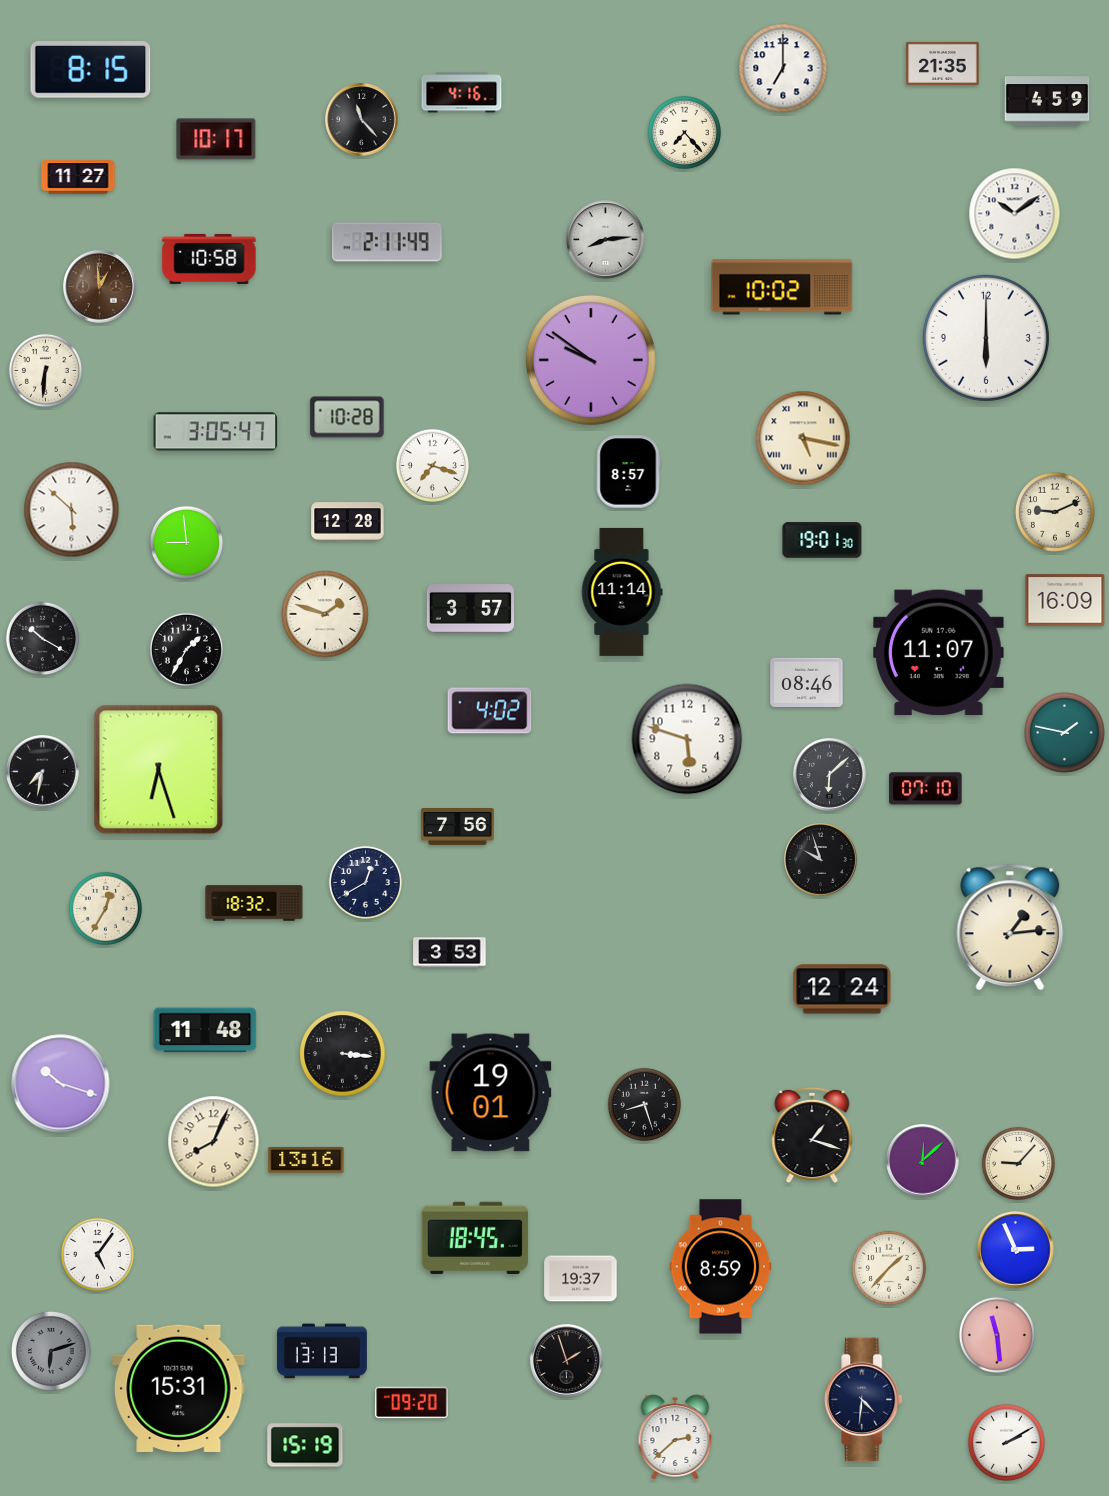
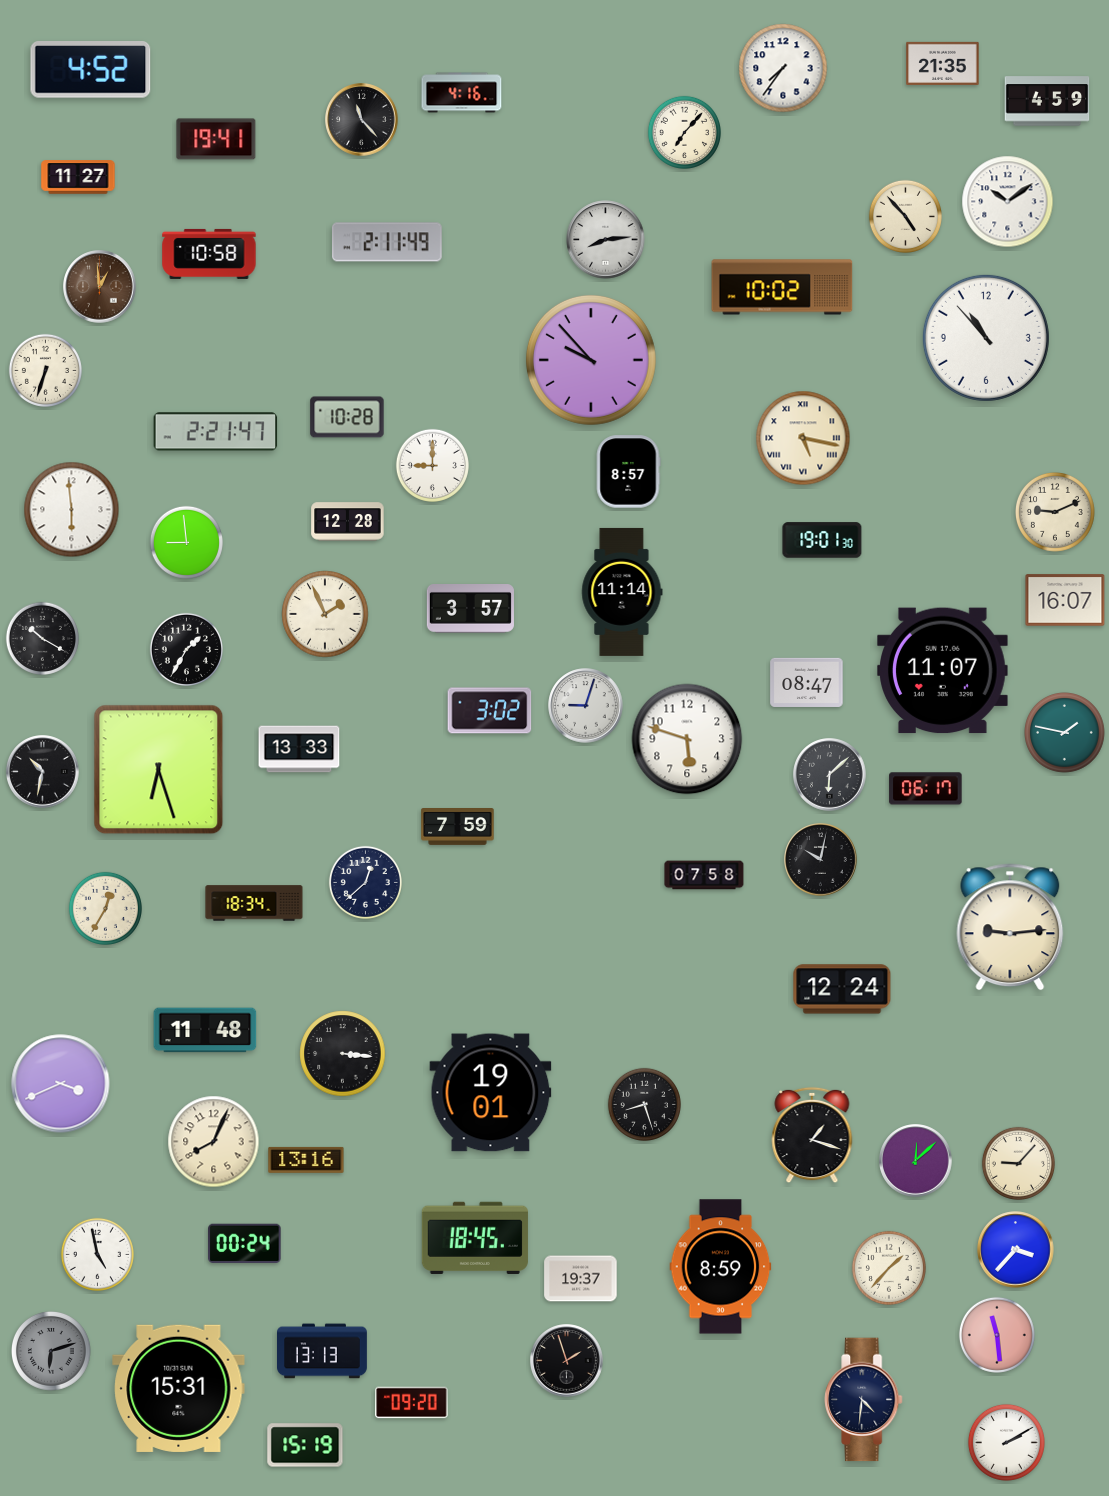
clock at (783, 68): 7:00 -> 7:36
clock at (91, 70): 8:15 -> 4:52
clock at (684, 132): 7:23 -> 7:07
clock at (216, 139): 10:17 -> 19:41
clock at (1015, 214) position: (1015, 214) -> (1008, 202)
clock at (905, 216): none -> 4:53
clock at (209, 259) position: (209, 259) -> (209, 254)
clock at (986, 338): 6:00 -> 10:53
clock at (591, 360): 9:51 -> 9:53
clock at (45, 370): 6:31 -> 6:33
clock at (216, 432): 3:05 -> 2:21
clock at (432, 465): 7:18 -> 9:00
clock at (72, 510): 5:52 -> 5:59
clock at (1065, 600): 16:09 -> 16:07
clock at (325, 614): 1:48 -> 1:56
clock at (939, 653) position: (939, 653) -> (943, 671)
clock at (807, 682): 08:46 -> 08:47
clock at (586, 706): none -> 9:03
clock at (490, 711): 4:02 -> 3:02
clock at (299, 749): none -> 13:33
clock at (43, 772): 7:32 -> 10:32
clock at (926, 789): 07:10 -> 06:17
clock at (458, 827): 7:56 -> 7:59
clock at (821, 860): 9:57 -> 10:02
clock at (704, 875): none -> 07:58
clock at (365, 882): 12:40 -> 12:38
clock at (254, 903): 18:32 -> 18:34
clock at (1010, 927): 1:14 -> 9:14
clock at (450, 953): 3:53 -> none
clock at (61, 1084): 10:18 -> 3:41
clock at (923, 1161) position: (923, 1161) -> (916, 1161)
clock at (245, 1243): none -> 00:24
clock at (1016, 1250): 2:56 -> 3:37
clock at (97, 1254): 5:06 -> 4:58
clock at (675, 1437): 2:38 -> none
